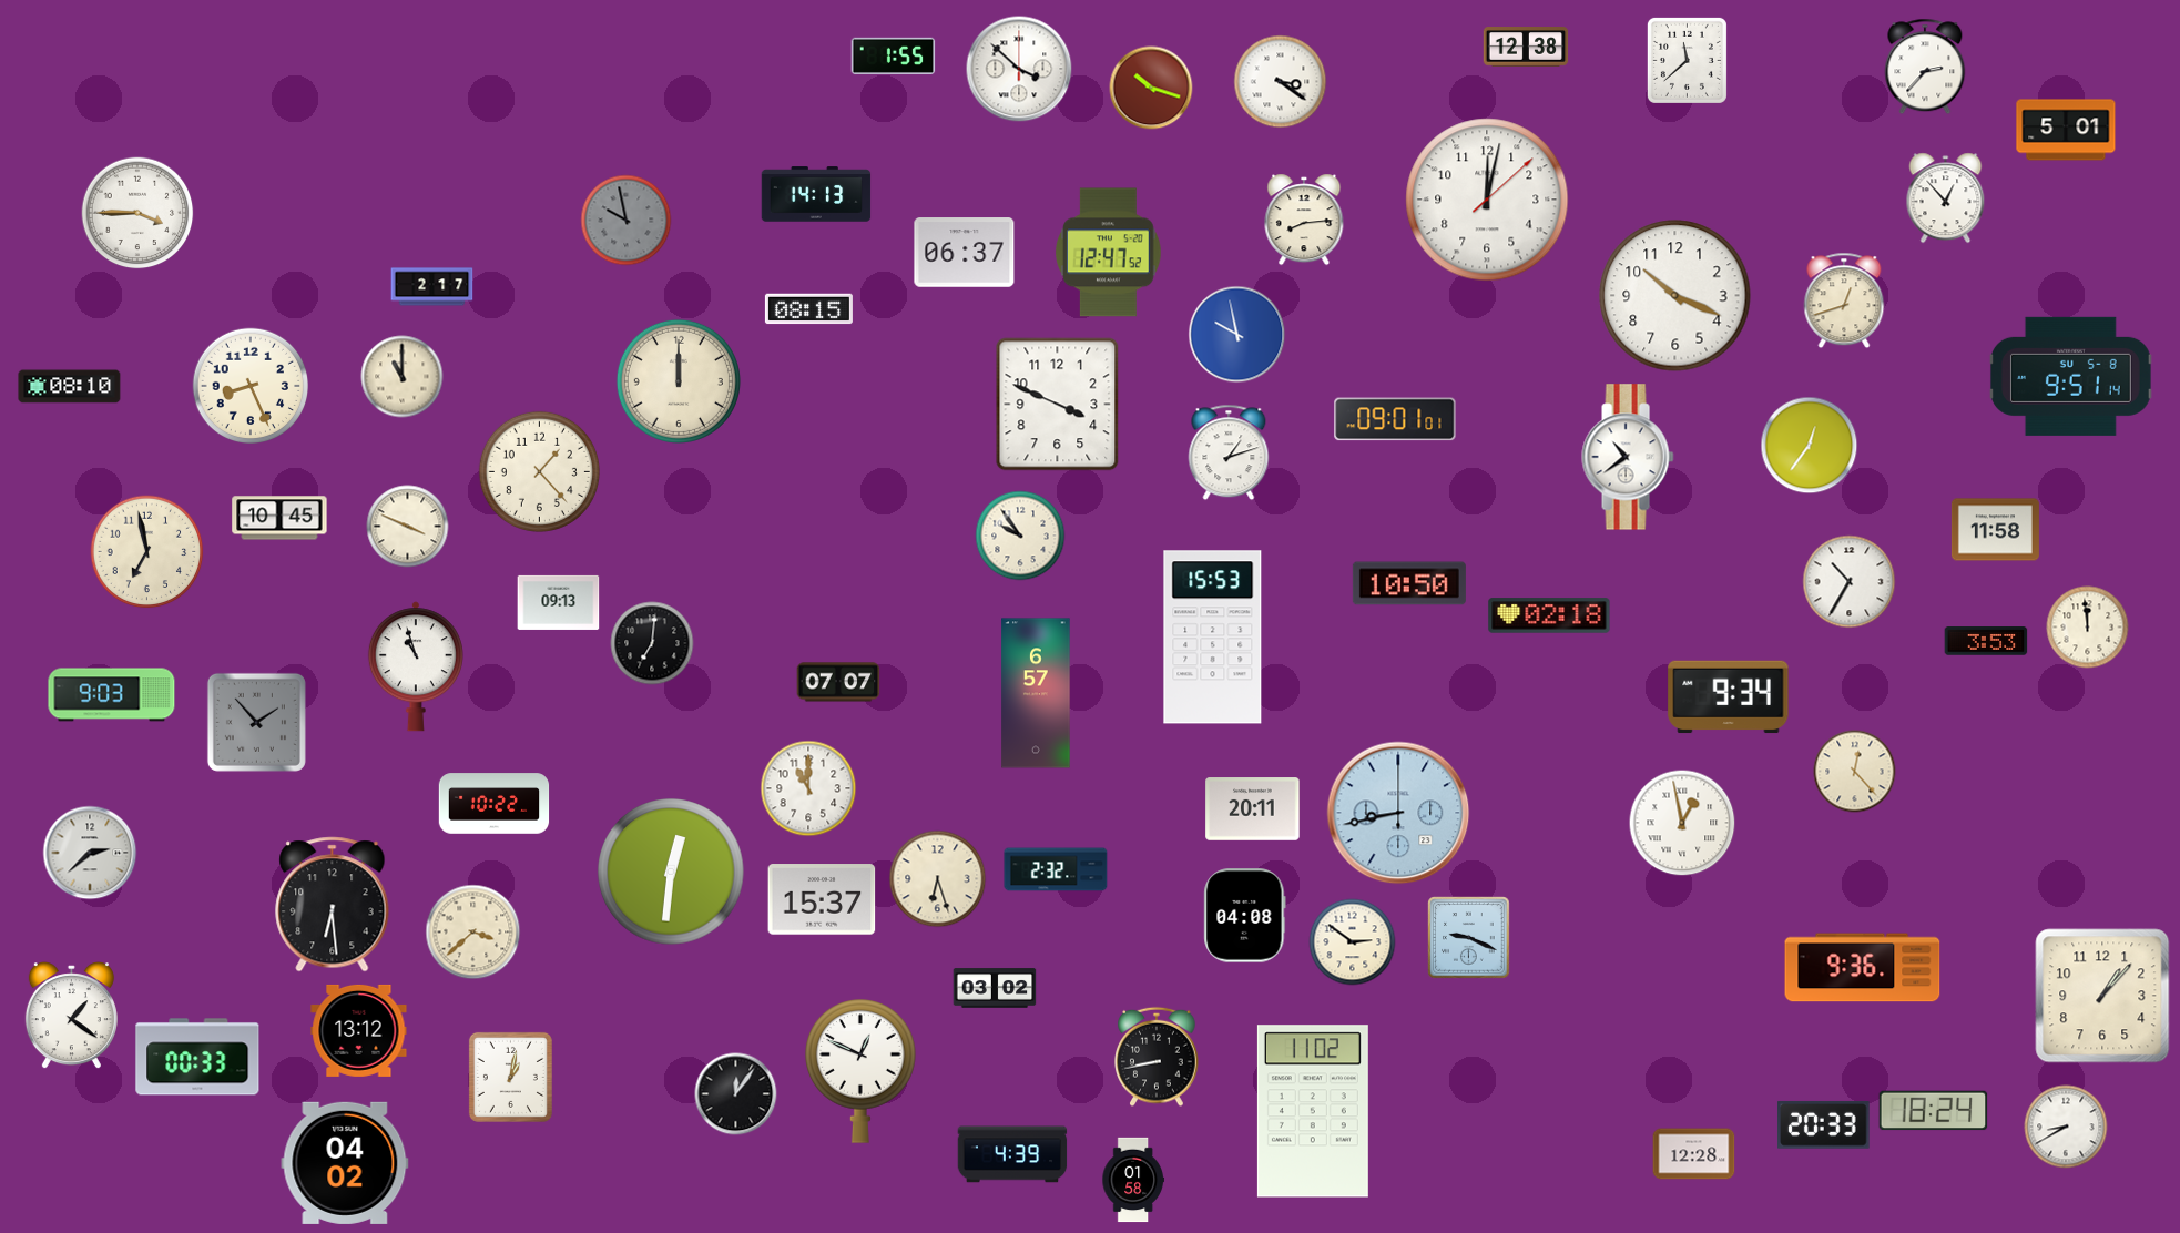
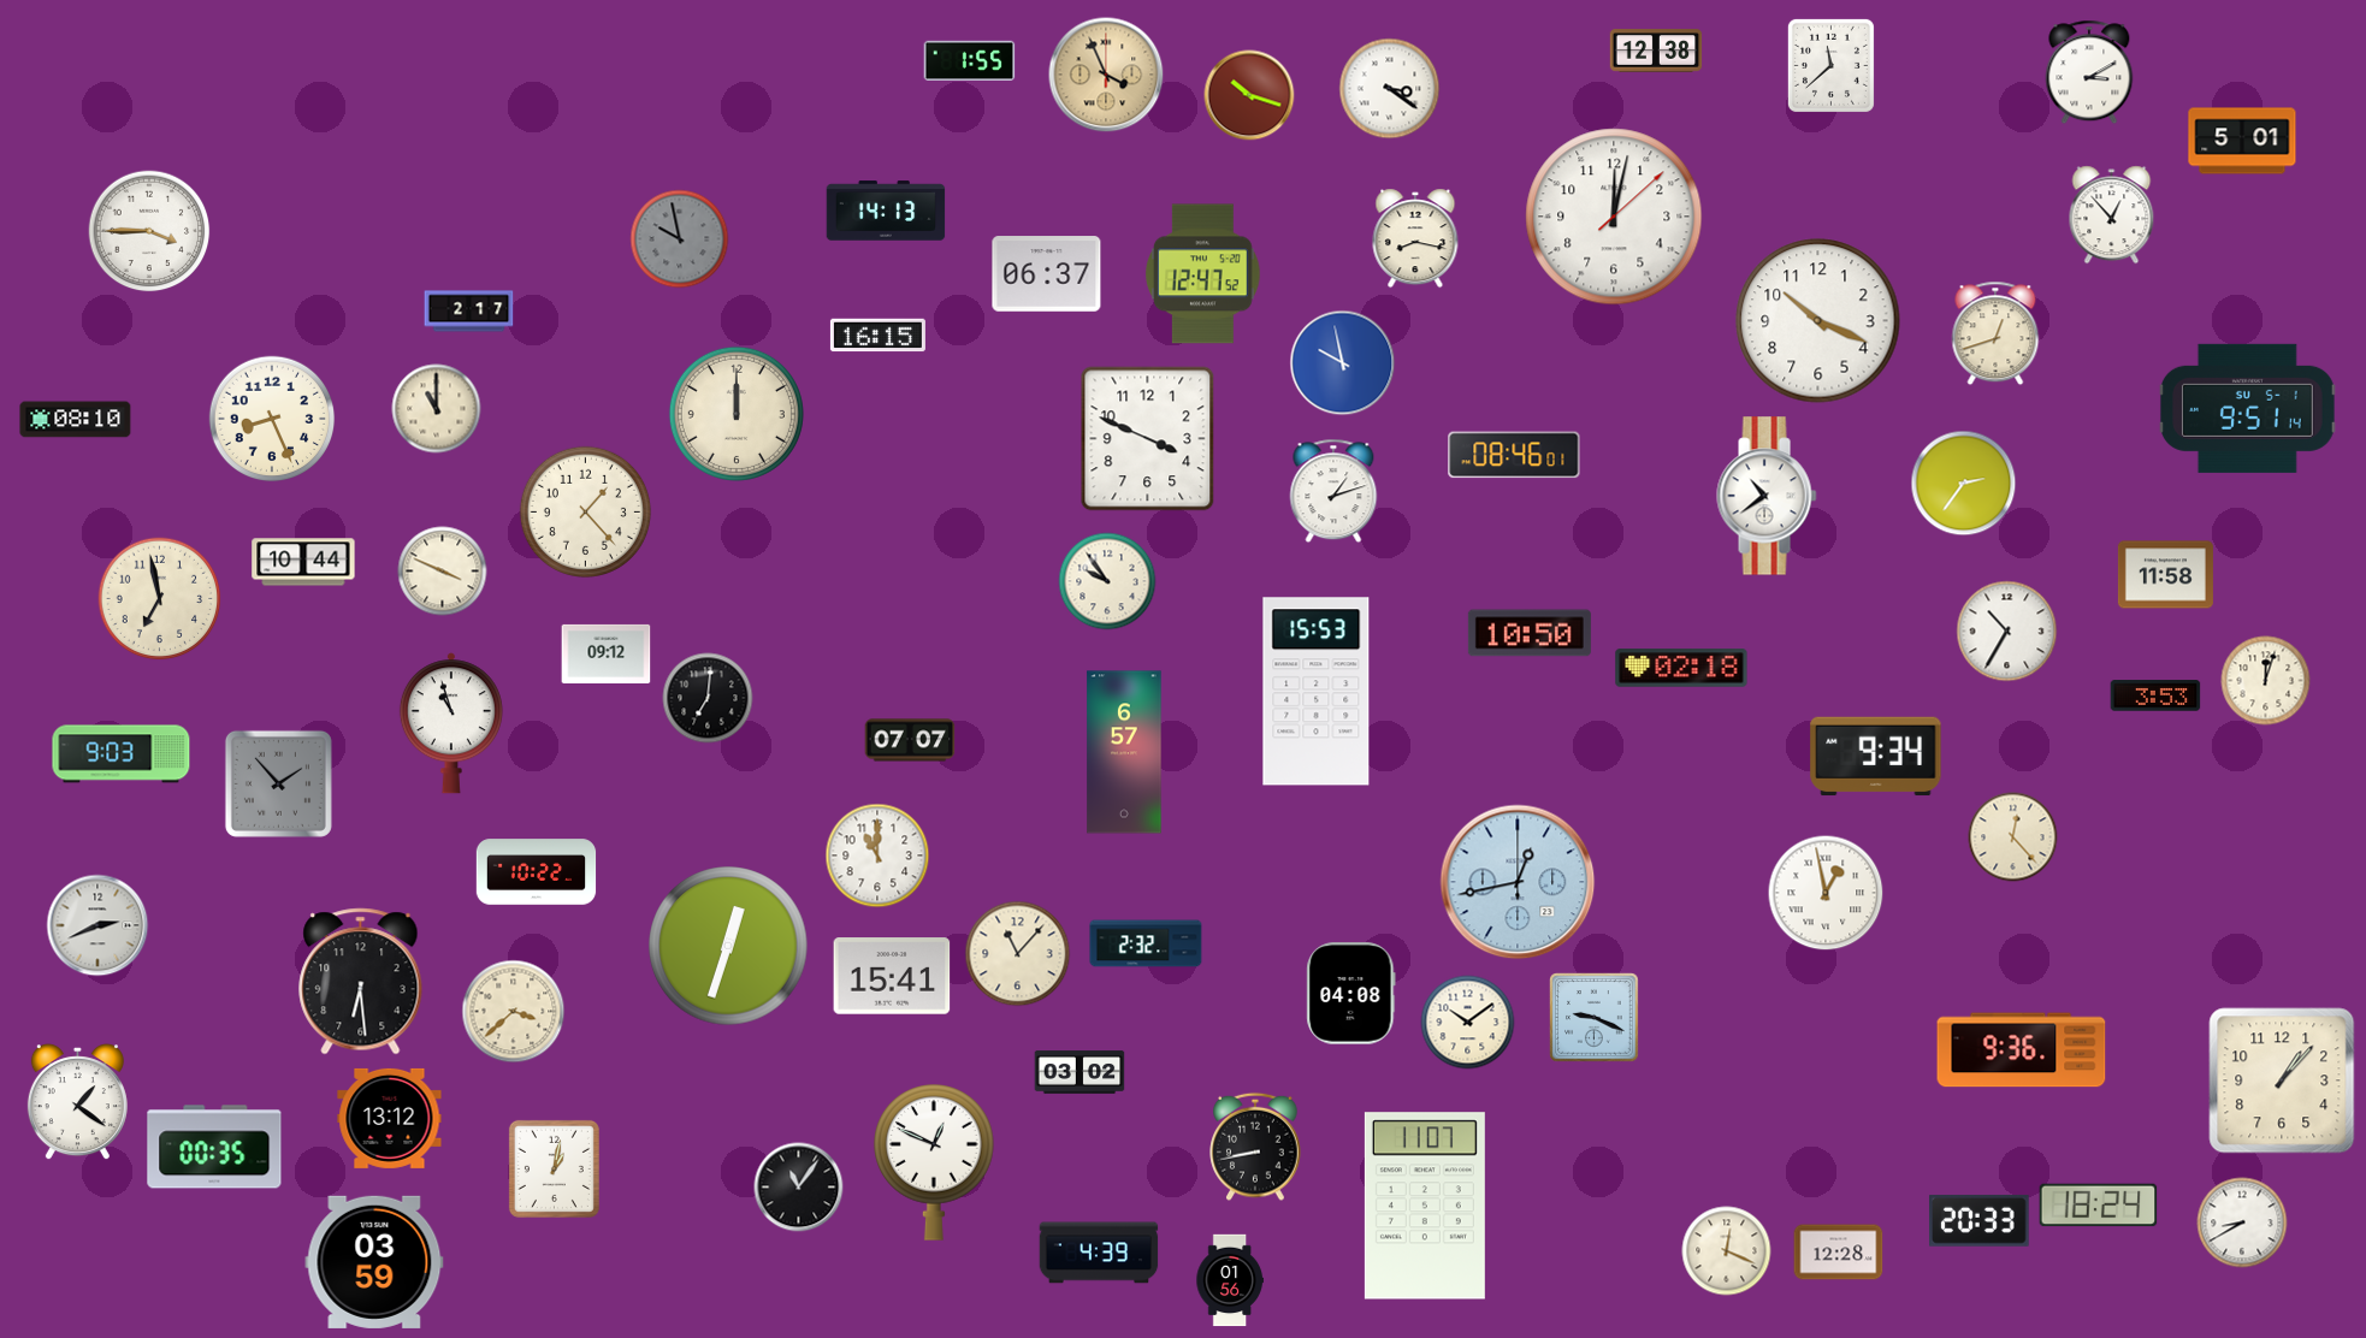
clock at (1925, 67): 2:37 -> 3:10
clock at (1019, 69): 3:52 -> 3:56
clock at (1019, 69) dial: white -> champagne
clock at (1304, 220): 8:14 -> 8:17
clock at (1844, 300) position: (1844, 300) -> (1995, 333)
clock at (808, 309): 08:15 -> 16:15
clock at (2070, 376) date: SU 5-8 -> SU 5-1
clock at (1395, 419): 09:01 -> 08:46
clock at (1810, 446): 12:36 -> 2:36
clock at (279, 518): 10:45 -> 10:44
clock at (559, 602): 09:13 -> 09:12
clock at (2088, 628): 11:59 -> 12:03
clock at (1253, 809): 20:11 -> none
clock at (1398, 813): 8:43 -> 12:43
clock at (90, 853): 2:38 -> 2:41
clock at (671, 872): 12:31 -> 12:33
clock at (938, 879): 6:27 -> 11:07
clock at (822, 899): 15:37 -> 15:41
clock at (1353, 942): 2:51 -> 10:09
clock at (197, 1057): 00:33 -> 00:35
clock at (736, 1094): 12:06 -> 11:06
clock at (1313, 1111): 11:02 -> 11:07
clock at (1727, 1251): none -> 12:19
clock at (345, 1163): 04:02 -> 03:59
clock at (1133, 1180): 01:58 -> 01:56
